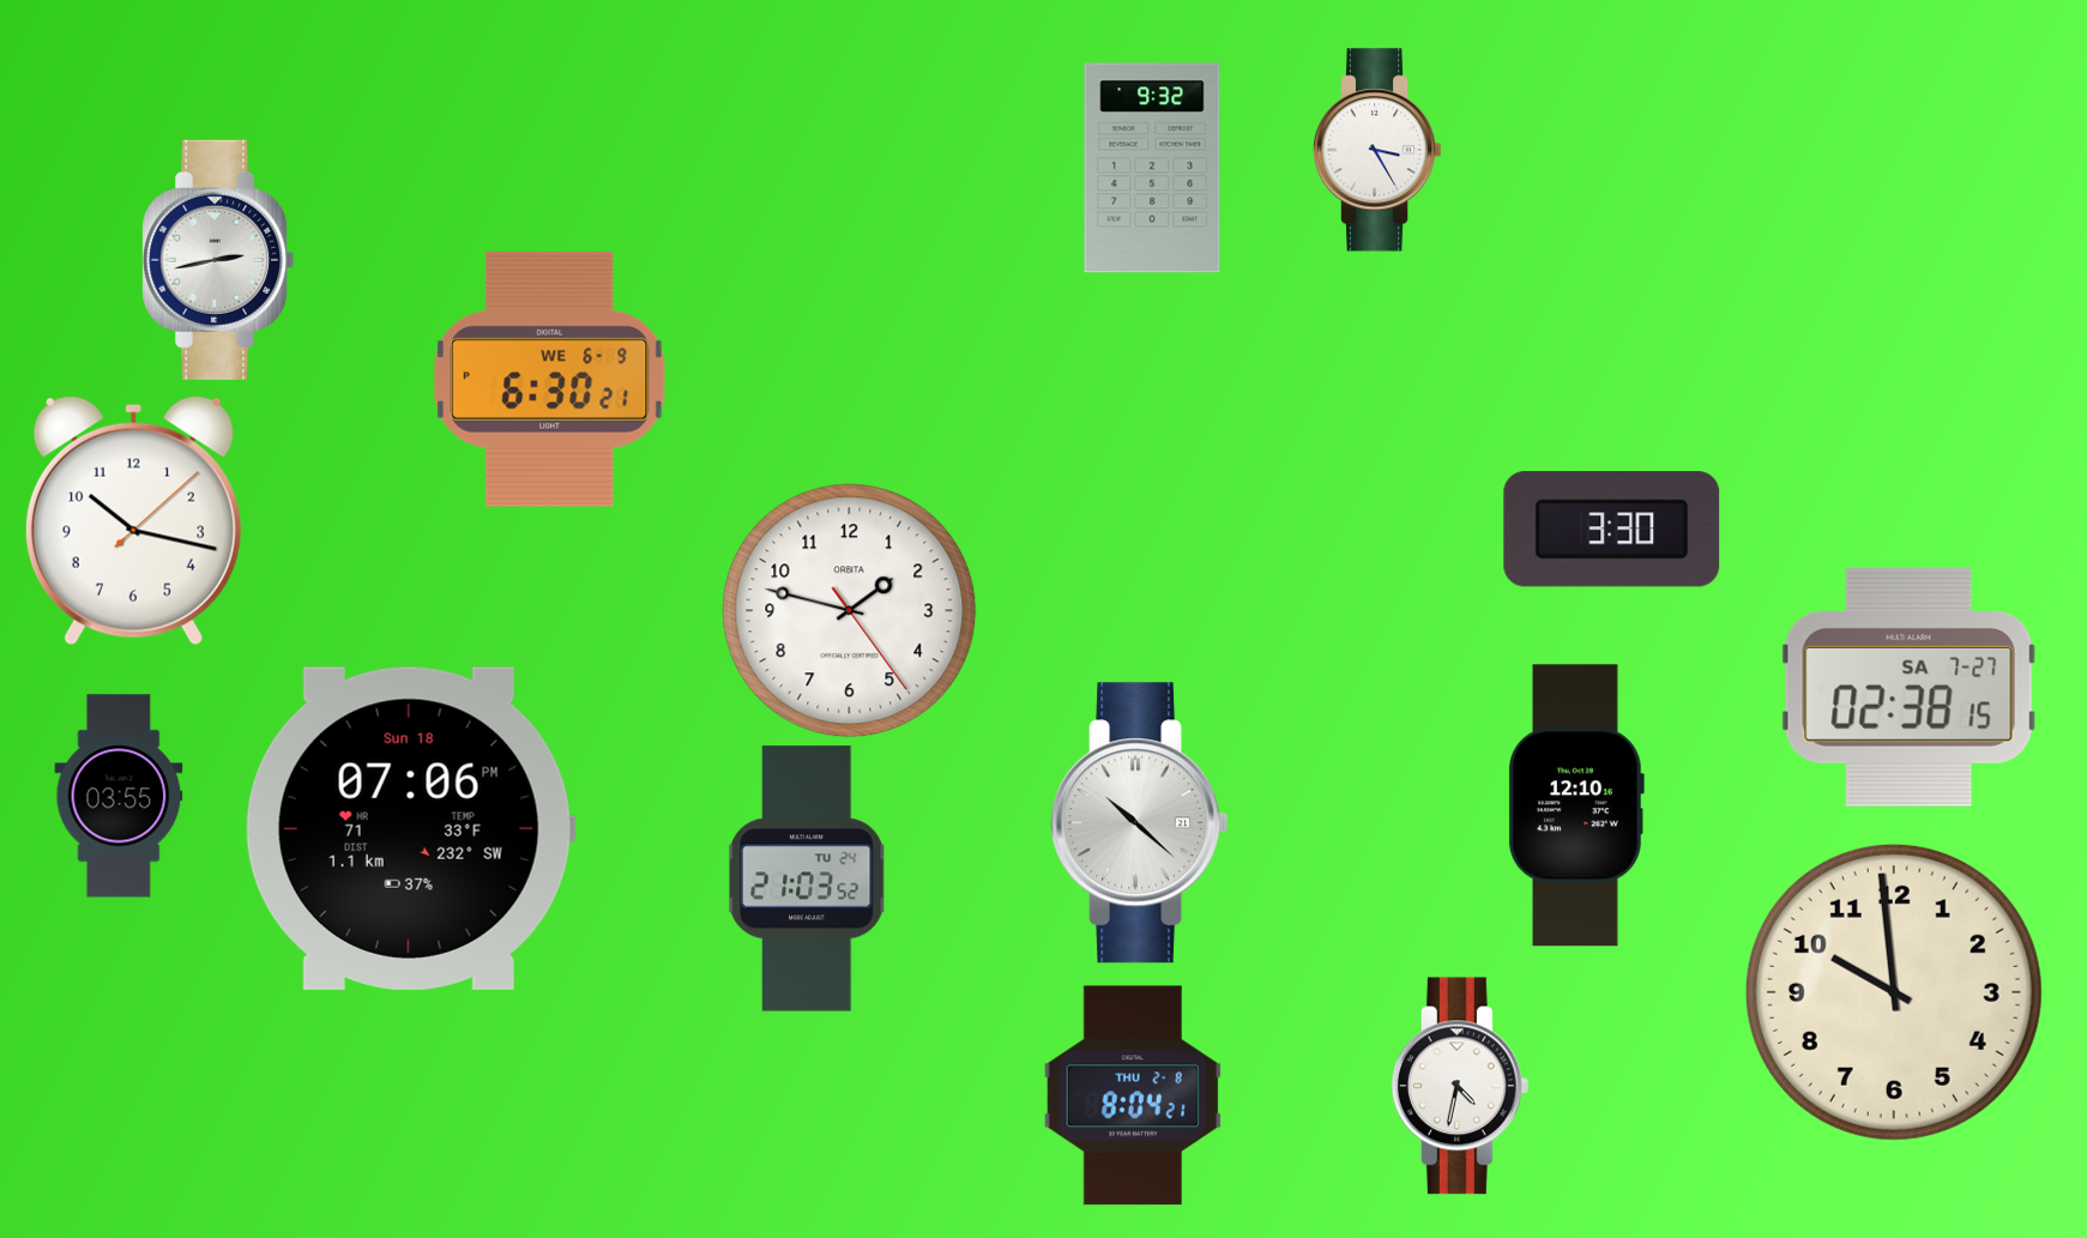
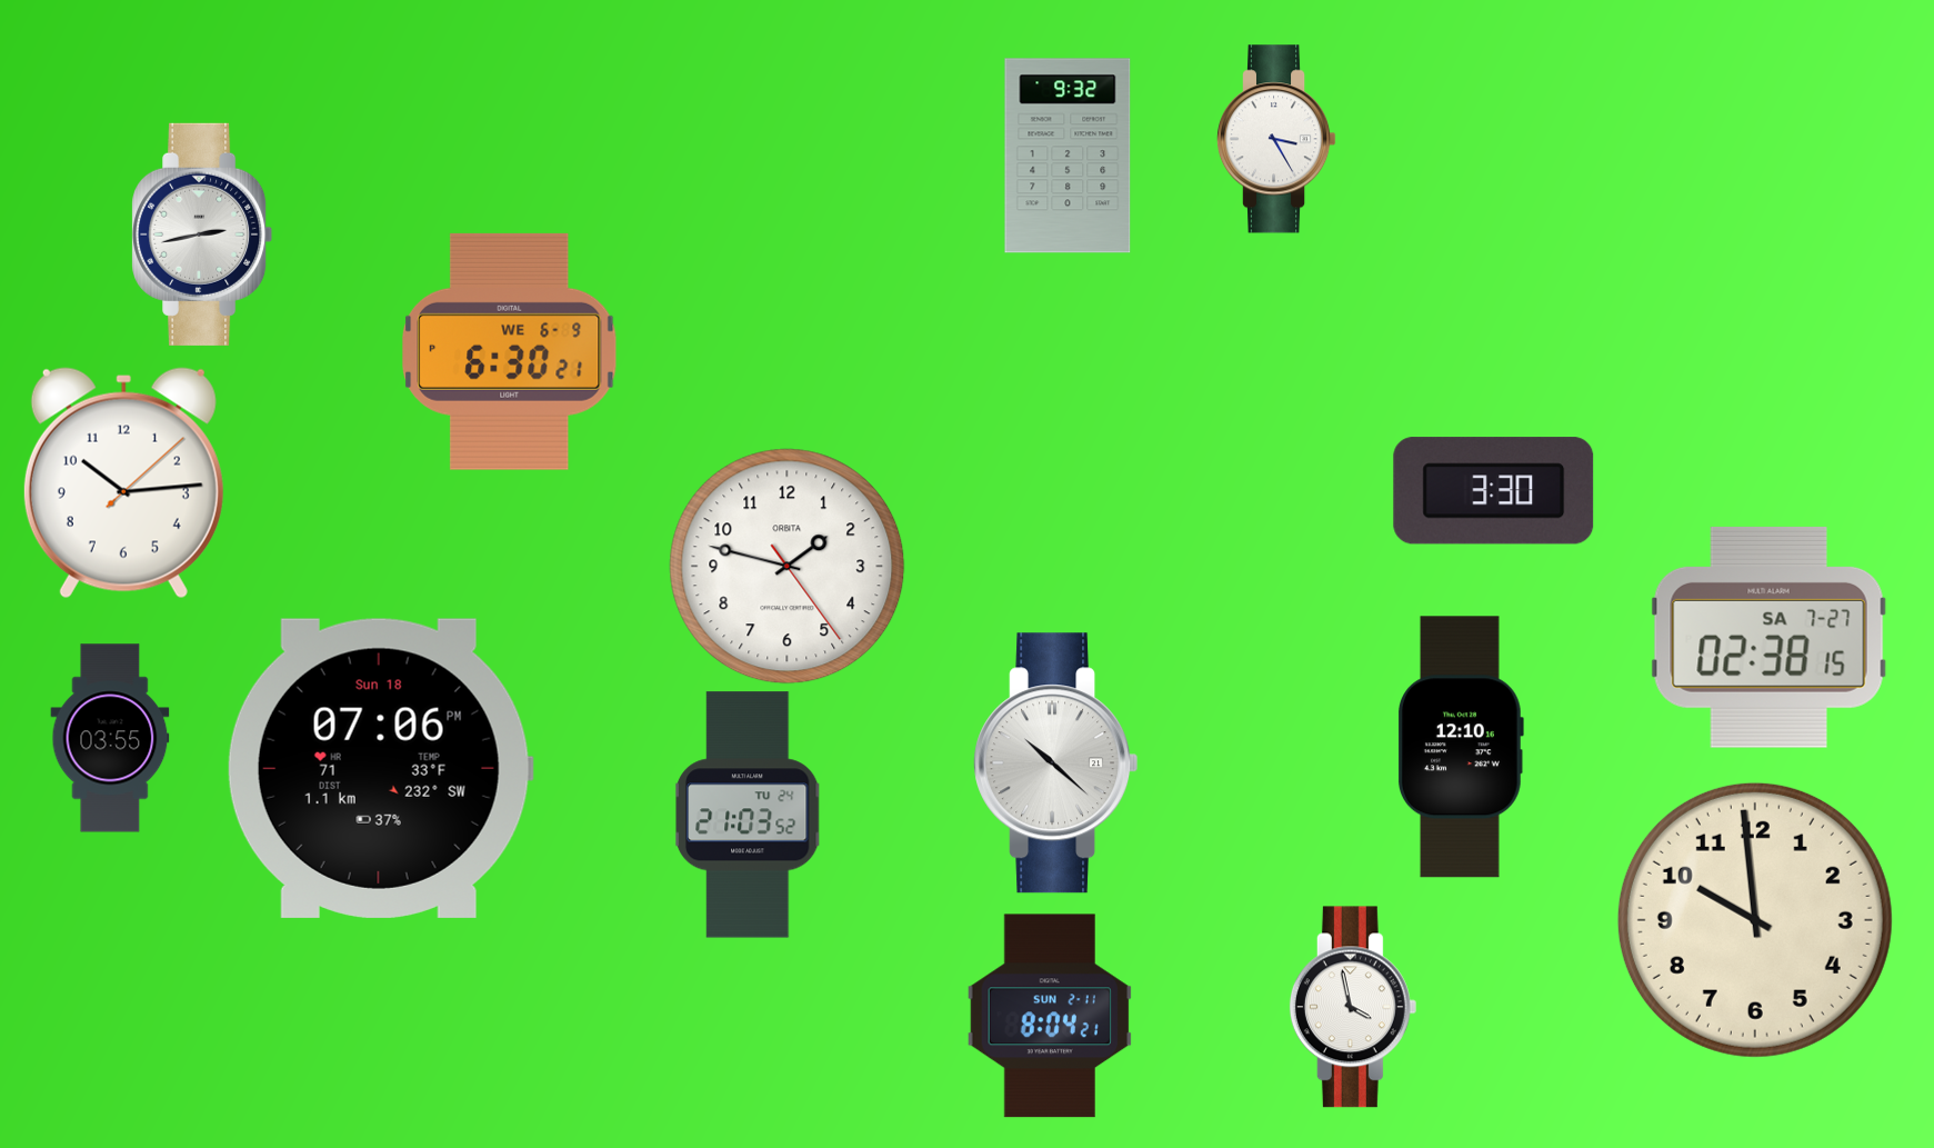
clock at (218, 260) position: (218, 260) -> (202, 234)
clock at (133, 521): 10:17 -> 10:14
clock at (1460, 1086): 4:32 -> 3:58
clock at (1133, 1095) date: THU 2-8 -> SUN 2-11
